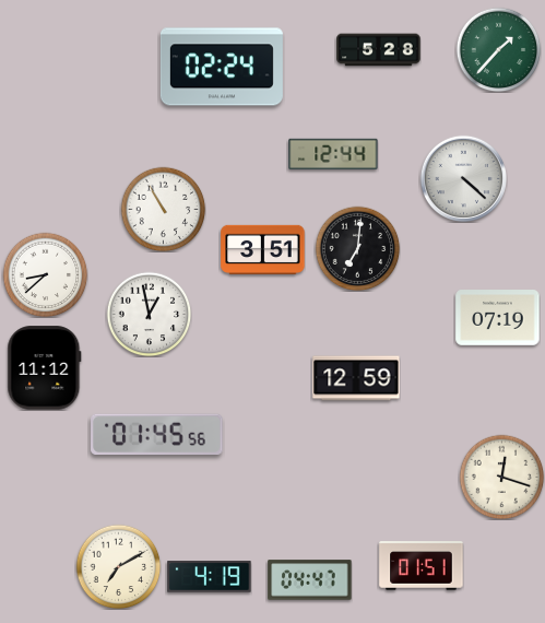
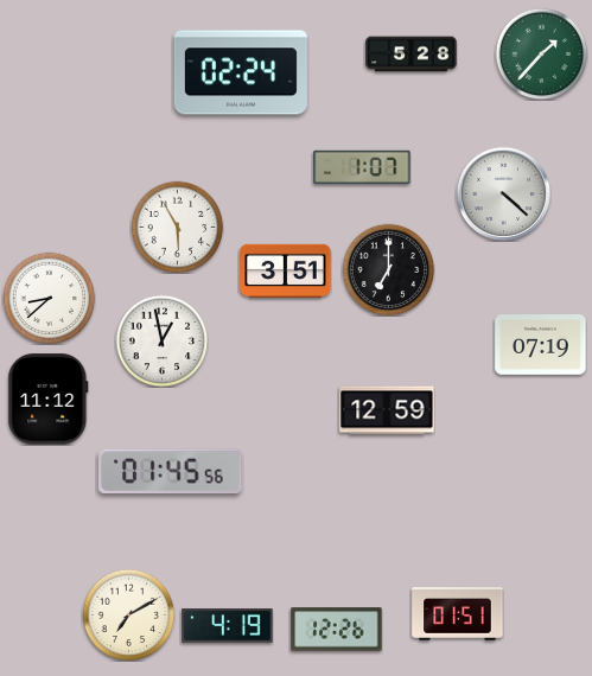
clock at (333, 153): 12:44 -> 1:07
clock at (163, 209): 10:55 -> 5:55
clock at (357, 248): 7:01 -> 7:00
clock at (501, 477): 12:18 -> none
clock at (310, 580): 04:47 -> 12:26
